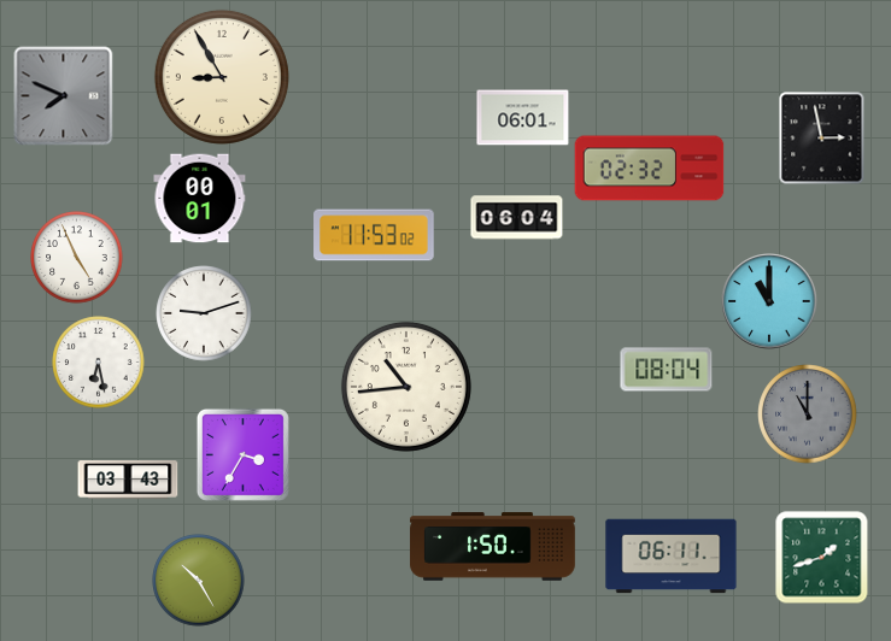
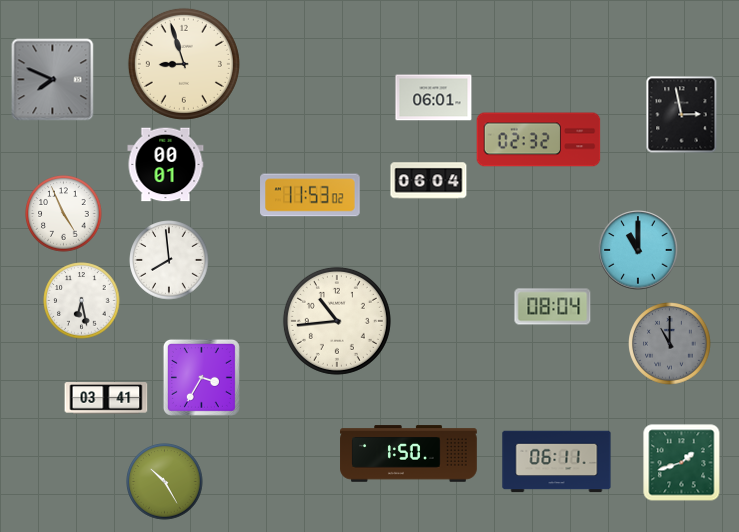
clock at (222, 77): 8:55 -> 8:57
clock at (204, 313): 9:12 -> 7:59
clock at (128, 480): 03:43 -> 03:41
